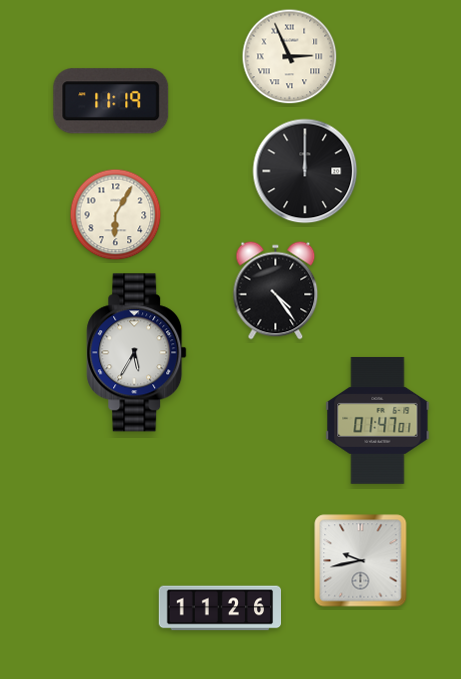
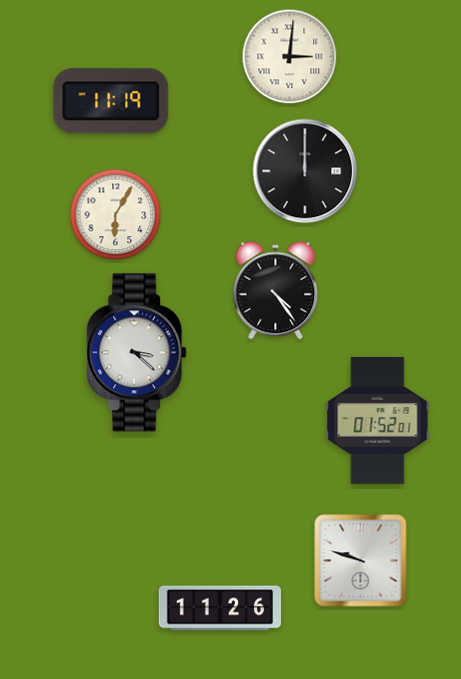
clock at (290, 57): 2:56 -> 3:01
clock at (137, 353): 5:35 -> 3:22
clock at (378, 420): 01:47 -> 01:52
clock at (361, 561): 9:43 -> 9:48
